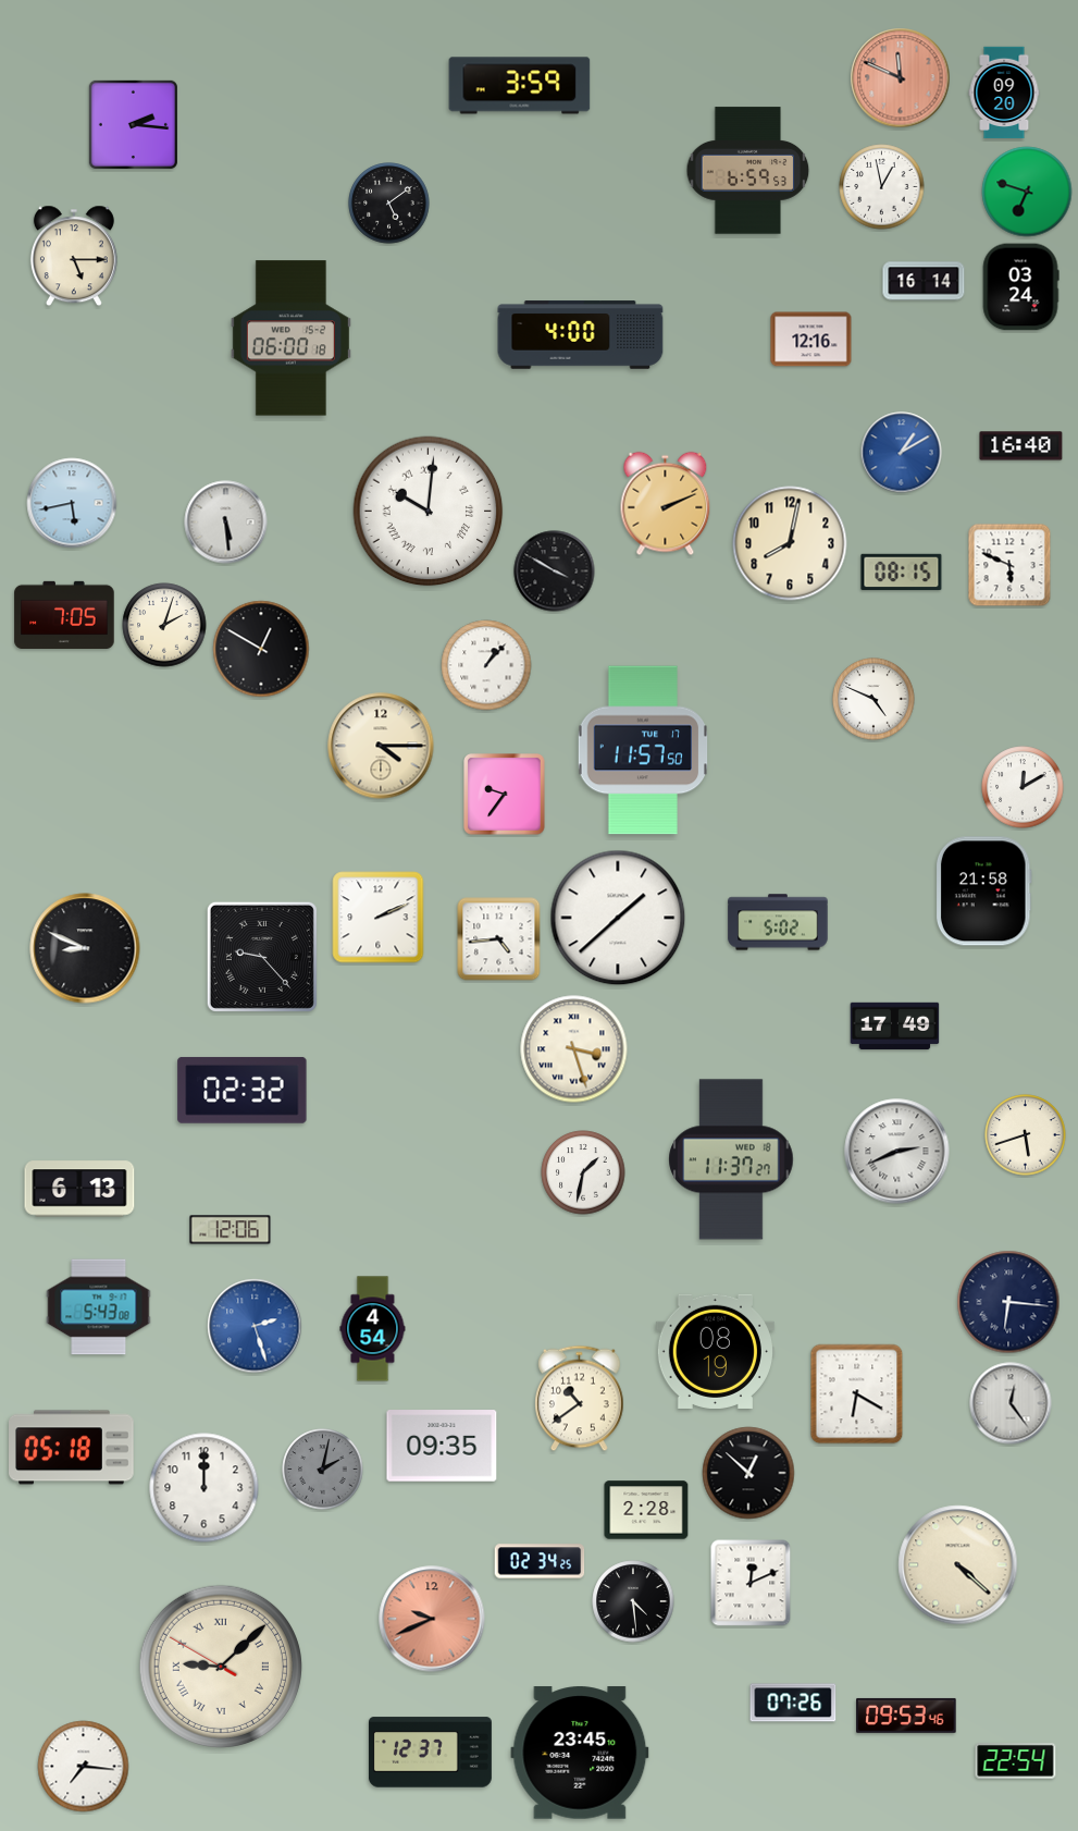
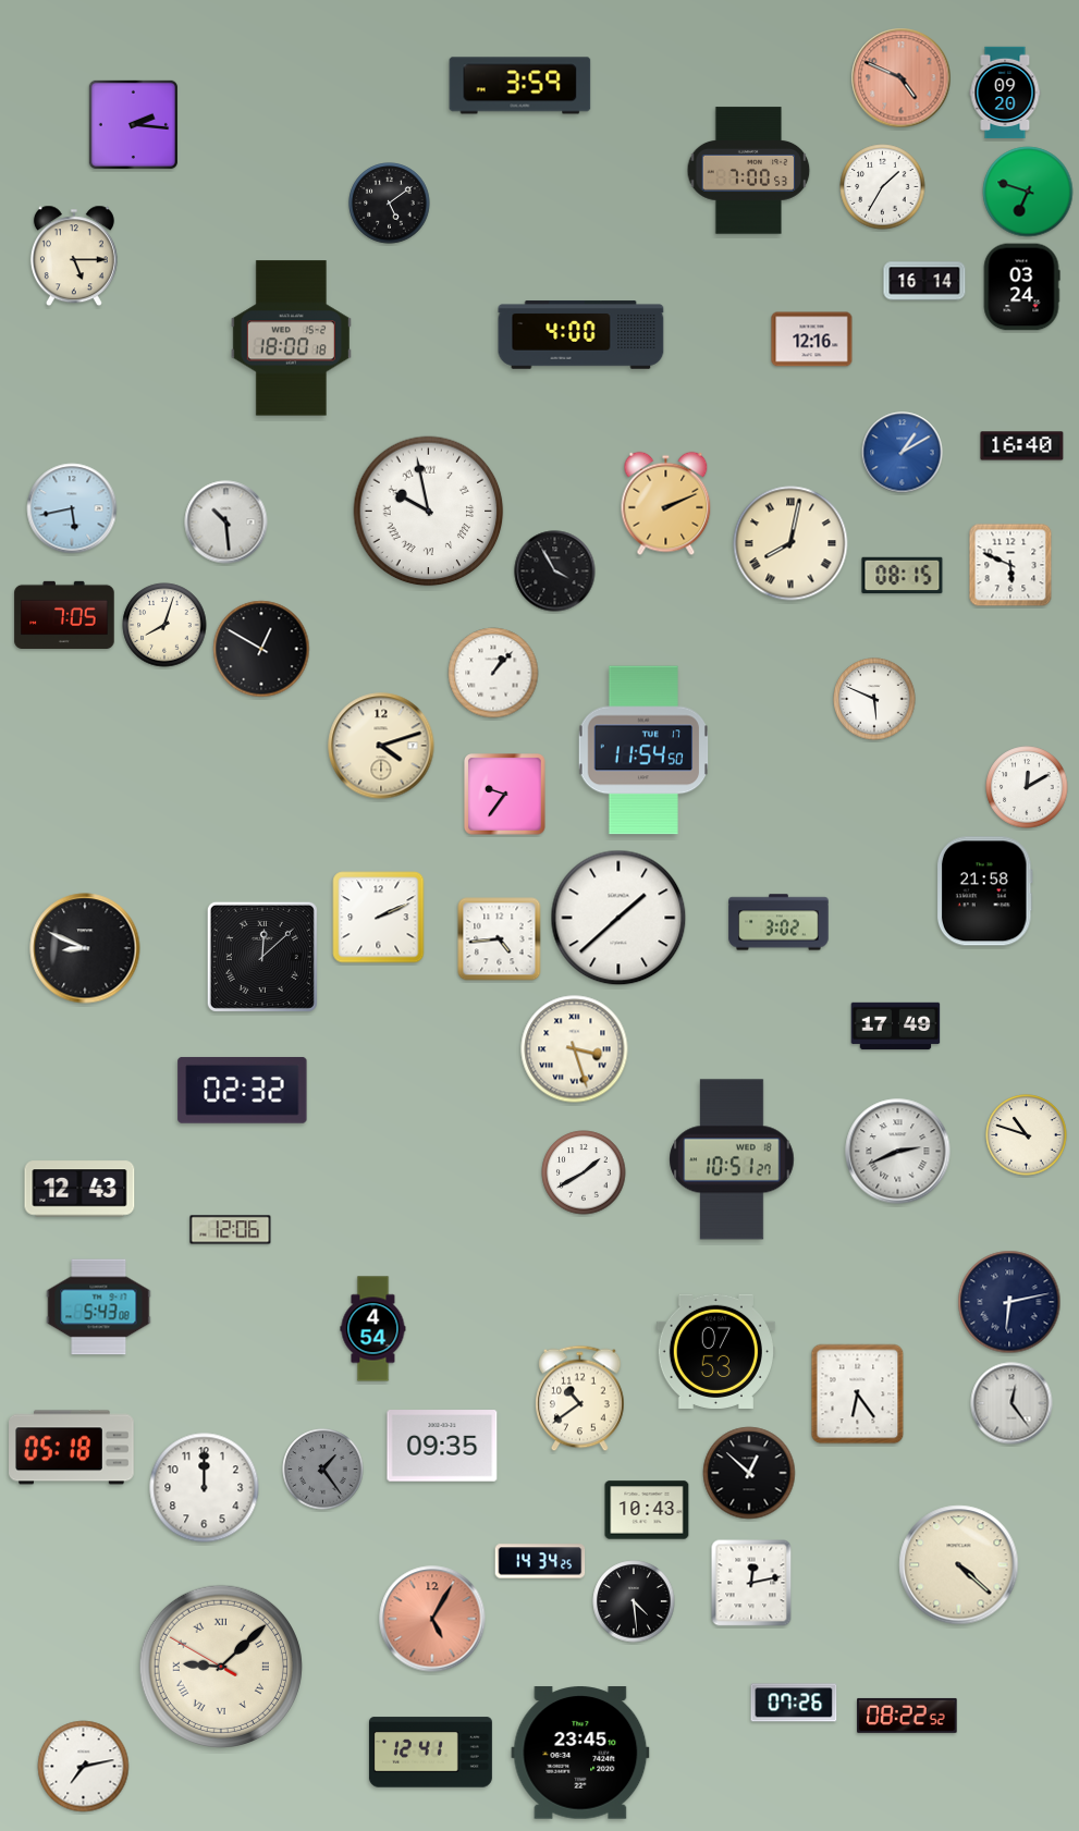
clock at (901, 78): 11:49 -> 4:49
clock at (748, 171): 6:59 -> 7:00
clock at (882, 187): 12:58 -> 1:35
clock at (290, 339): 06:00 -> 18:00
clock at (72, 503) position: (72, 503) -> (72, 508)
clock at (429, 512): 10:01 -> 9:58
clock at (226, 523): 5:29 -> 10:29
clock at (790, 543) numerals: Arabic -> Roman
clock at (555, 572): 3:50 -> 3:55
clock at (902, 573) position: (902, 573) -> (903, 576)
clock at (164, 625): 2:03 -> 8:03
clock at (486, 665) position: (486, 665) -> (493, 673)
clock at (873, 699): 4:49 -> 5:49
clock at (381, 746): 4:15 -> 4:12
clock at (642, 750): 11:57 -> 11:54
clock at (1023, 787) position: (1023, 787) -> (1027, 787)
clock at (778, 922): 5:02 -> 3:02
clock at (262, 957): 9:23 -> 12:08
clock at (1026, 1135): 5:42 -> 10:48
clock at (731, 1159): 11:37 -> 10:51
clock at (583, 1172): 1:32 -> 1:40
clock at (79, 1189): 6:13 -> 12:43
clock at (1008, 1302): 6:16 -> 6:13
clock at (255, 1326): 2:27 -> none
clock at (715, 1351): 08:19 -> 07:53
clock at (857, 1394): 6:20 -> 6:24
clock at (323, 1470): 2:02 -> 1:24
clock at (646, 1510): 2:28 -> 10:43
clock at (540, 1561): 02:34 -> 14:34
clock at (751, 1583): 12:11 -> 12:13
clock at (432, 1619): 9:41 -> 5:05
clock at (906, 1716): 09:53 -> 08:22
clock at (430, 1753): 12:37 -> 12:41
clock at (1016, 1761): 22:54 -> none
clock at (84, 1767): 7:16 -> 7:13
